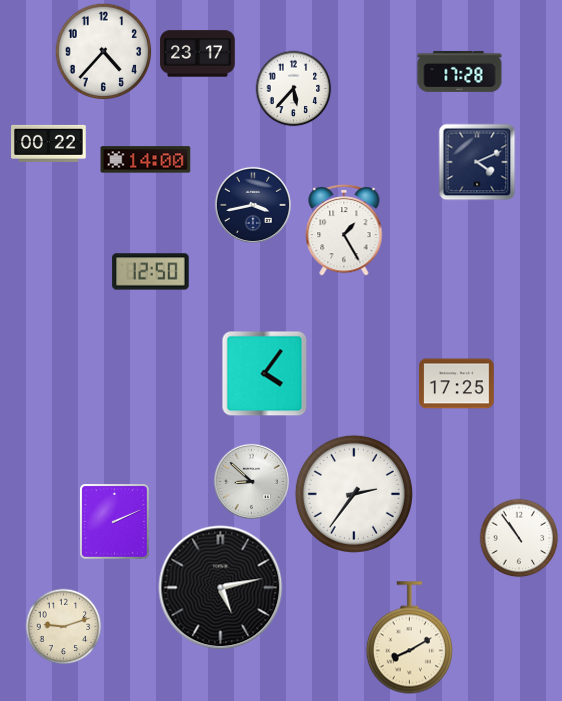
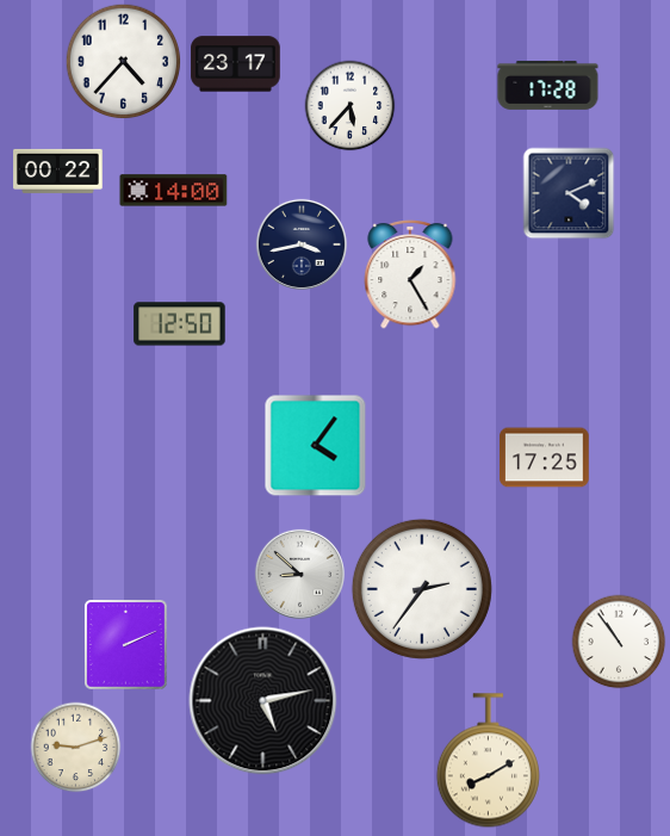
clock at (115, 522) position: (115, 522) -> (126, 645)
